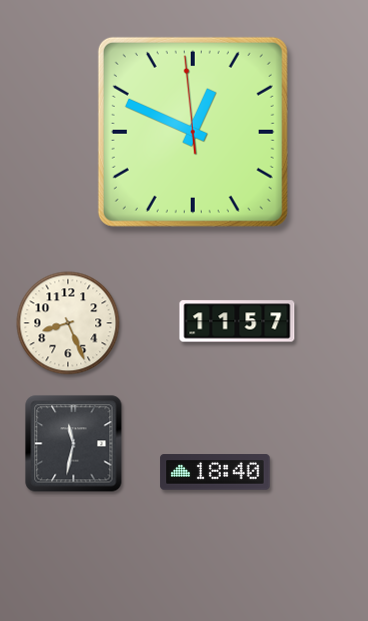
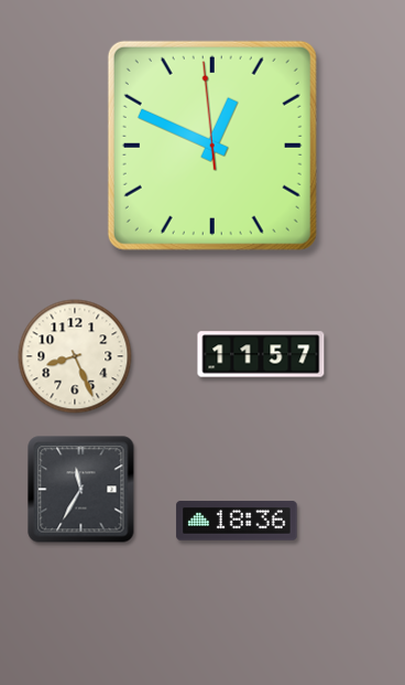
clock at (74, 444): 11:32 -> 11:35
clock at (215, 472): 18:40 -> 18:36
